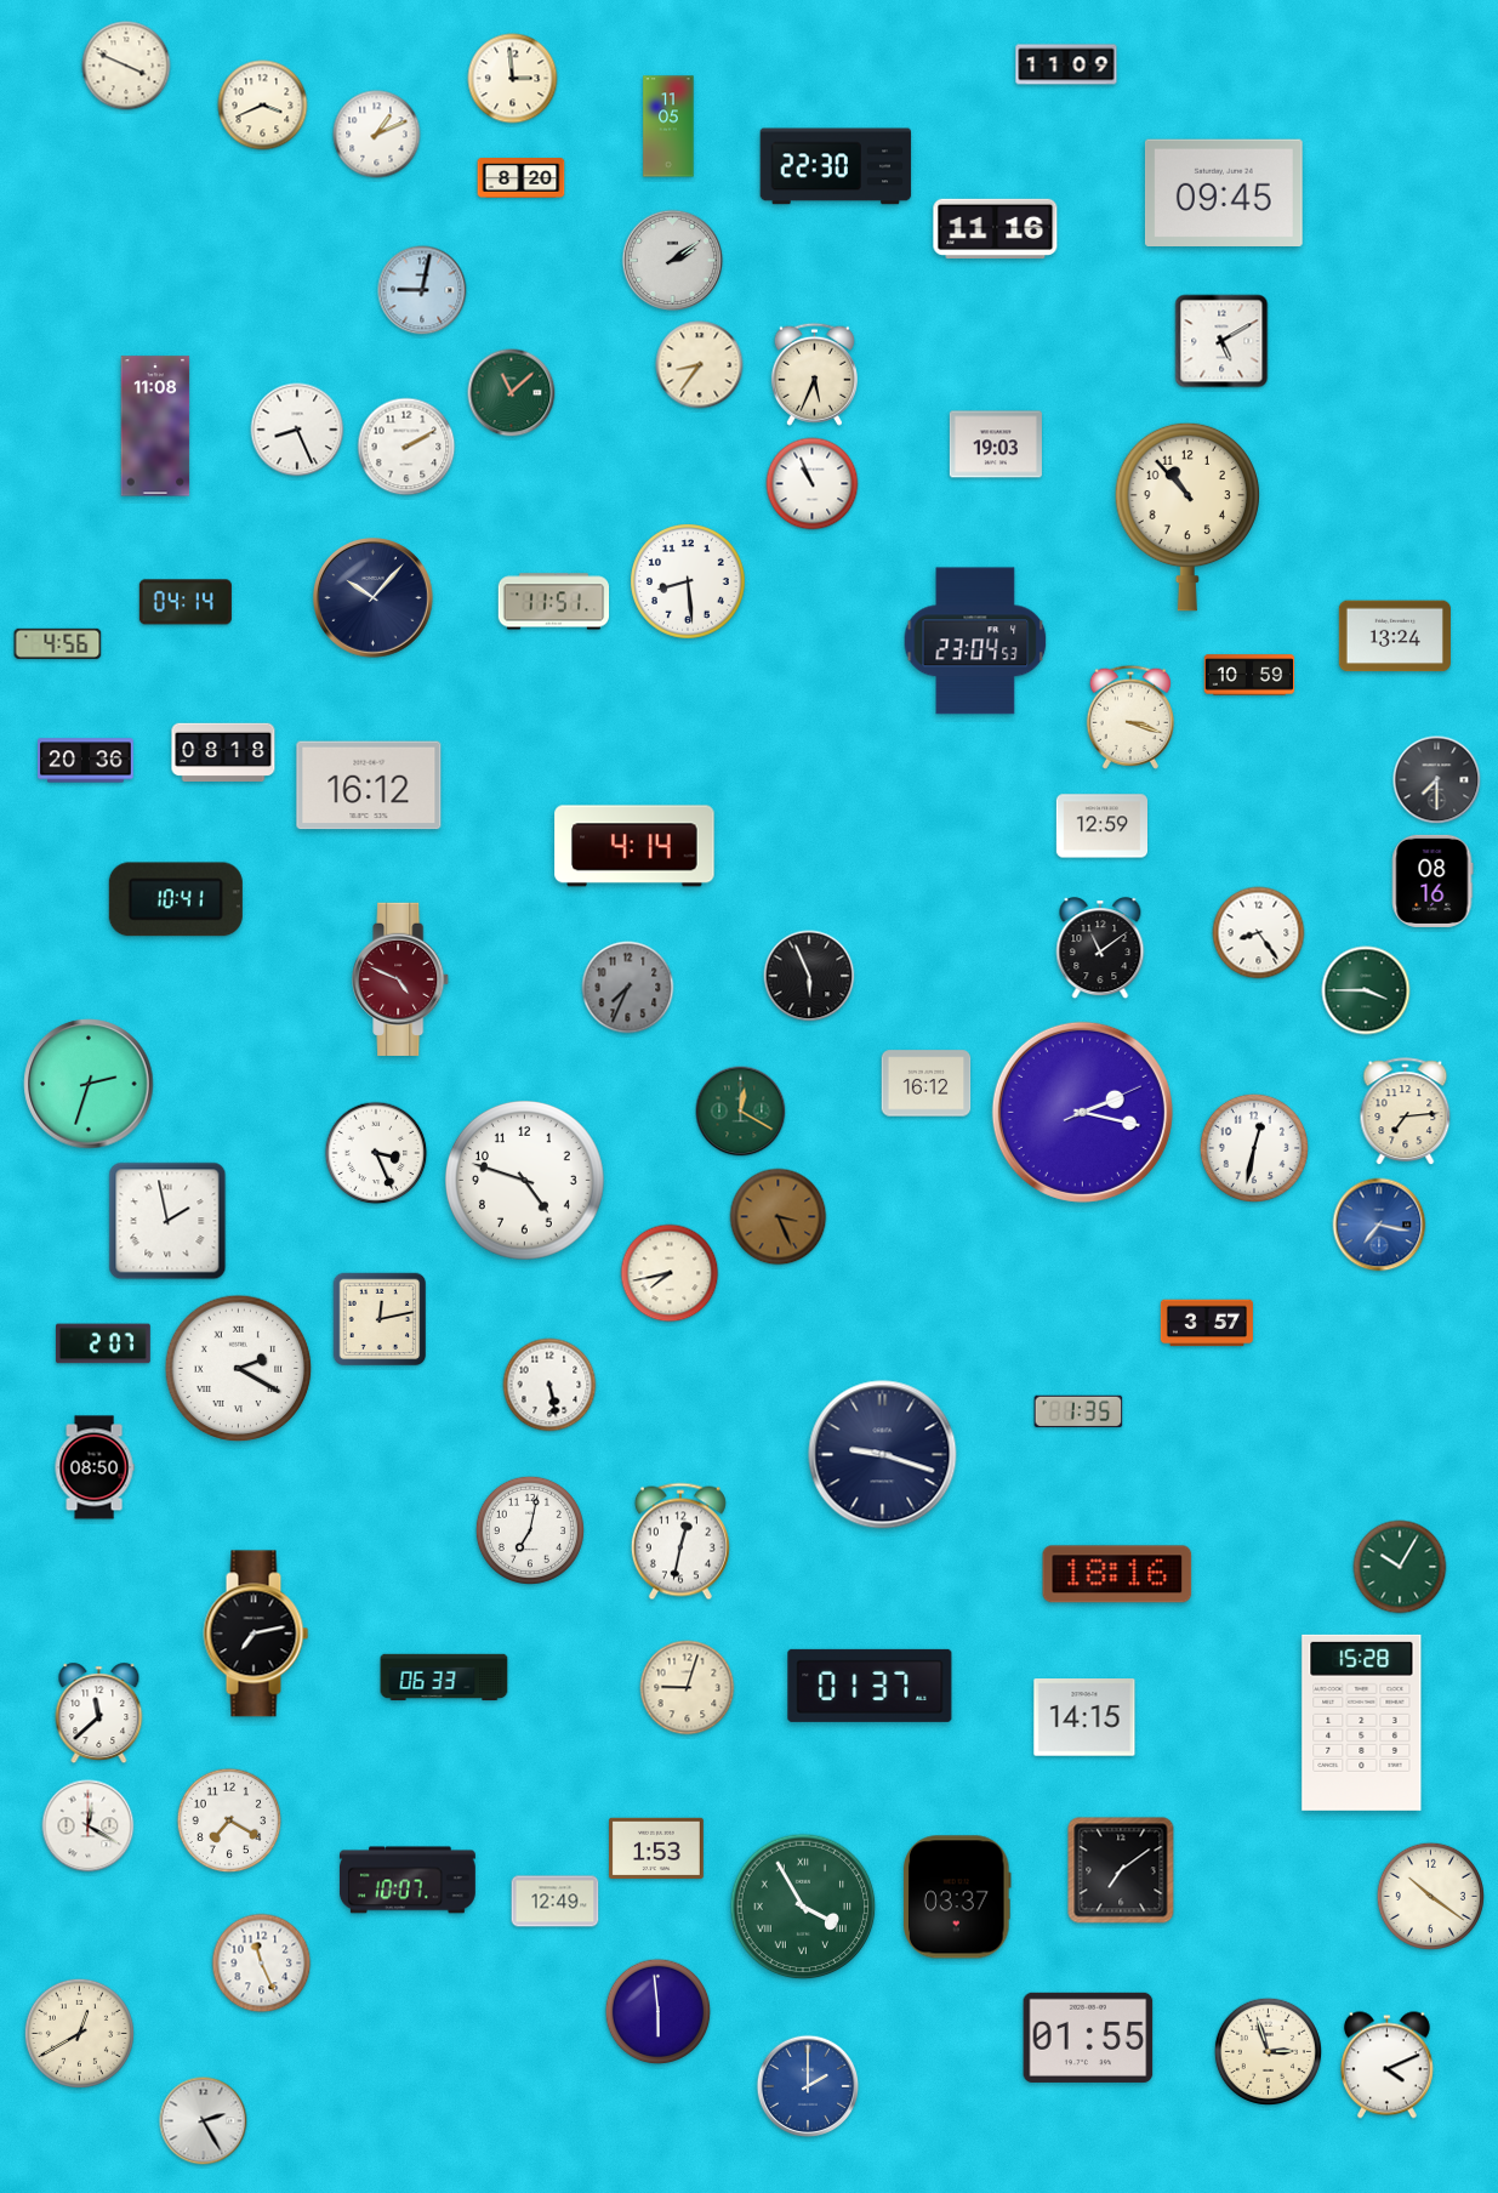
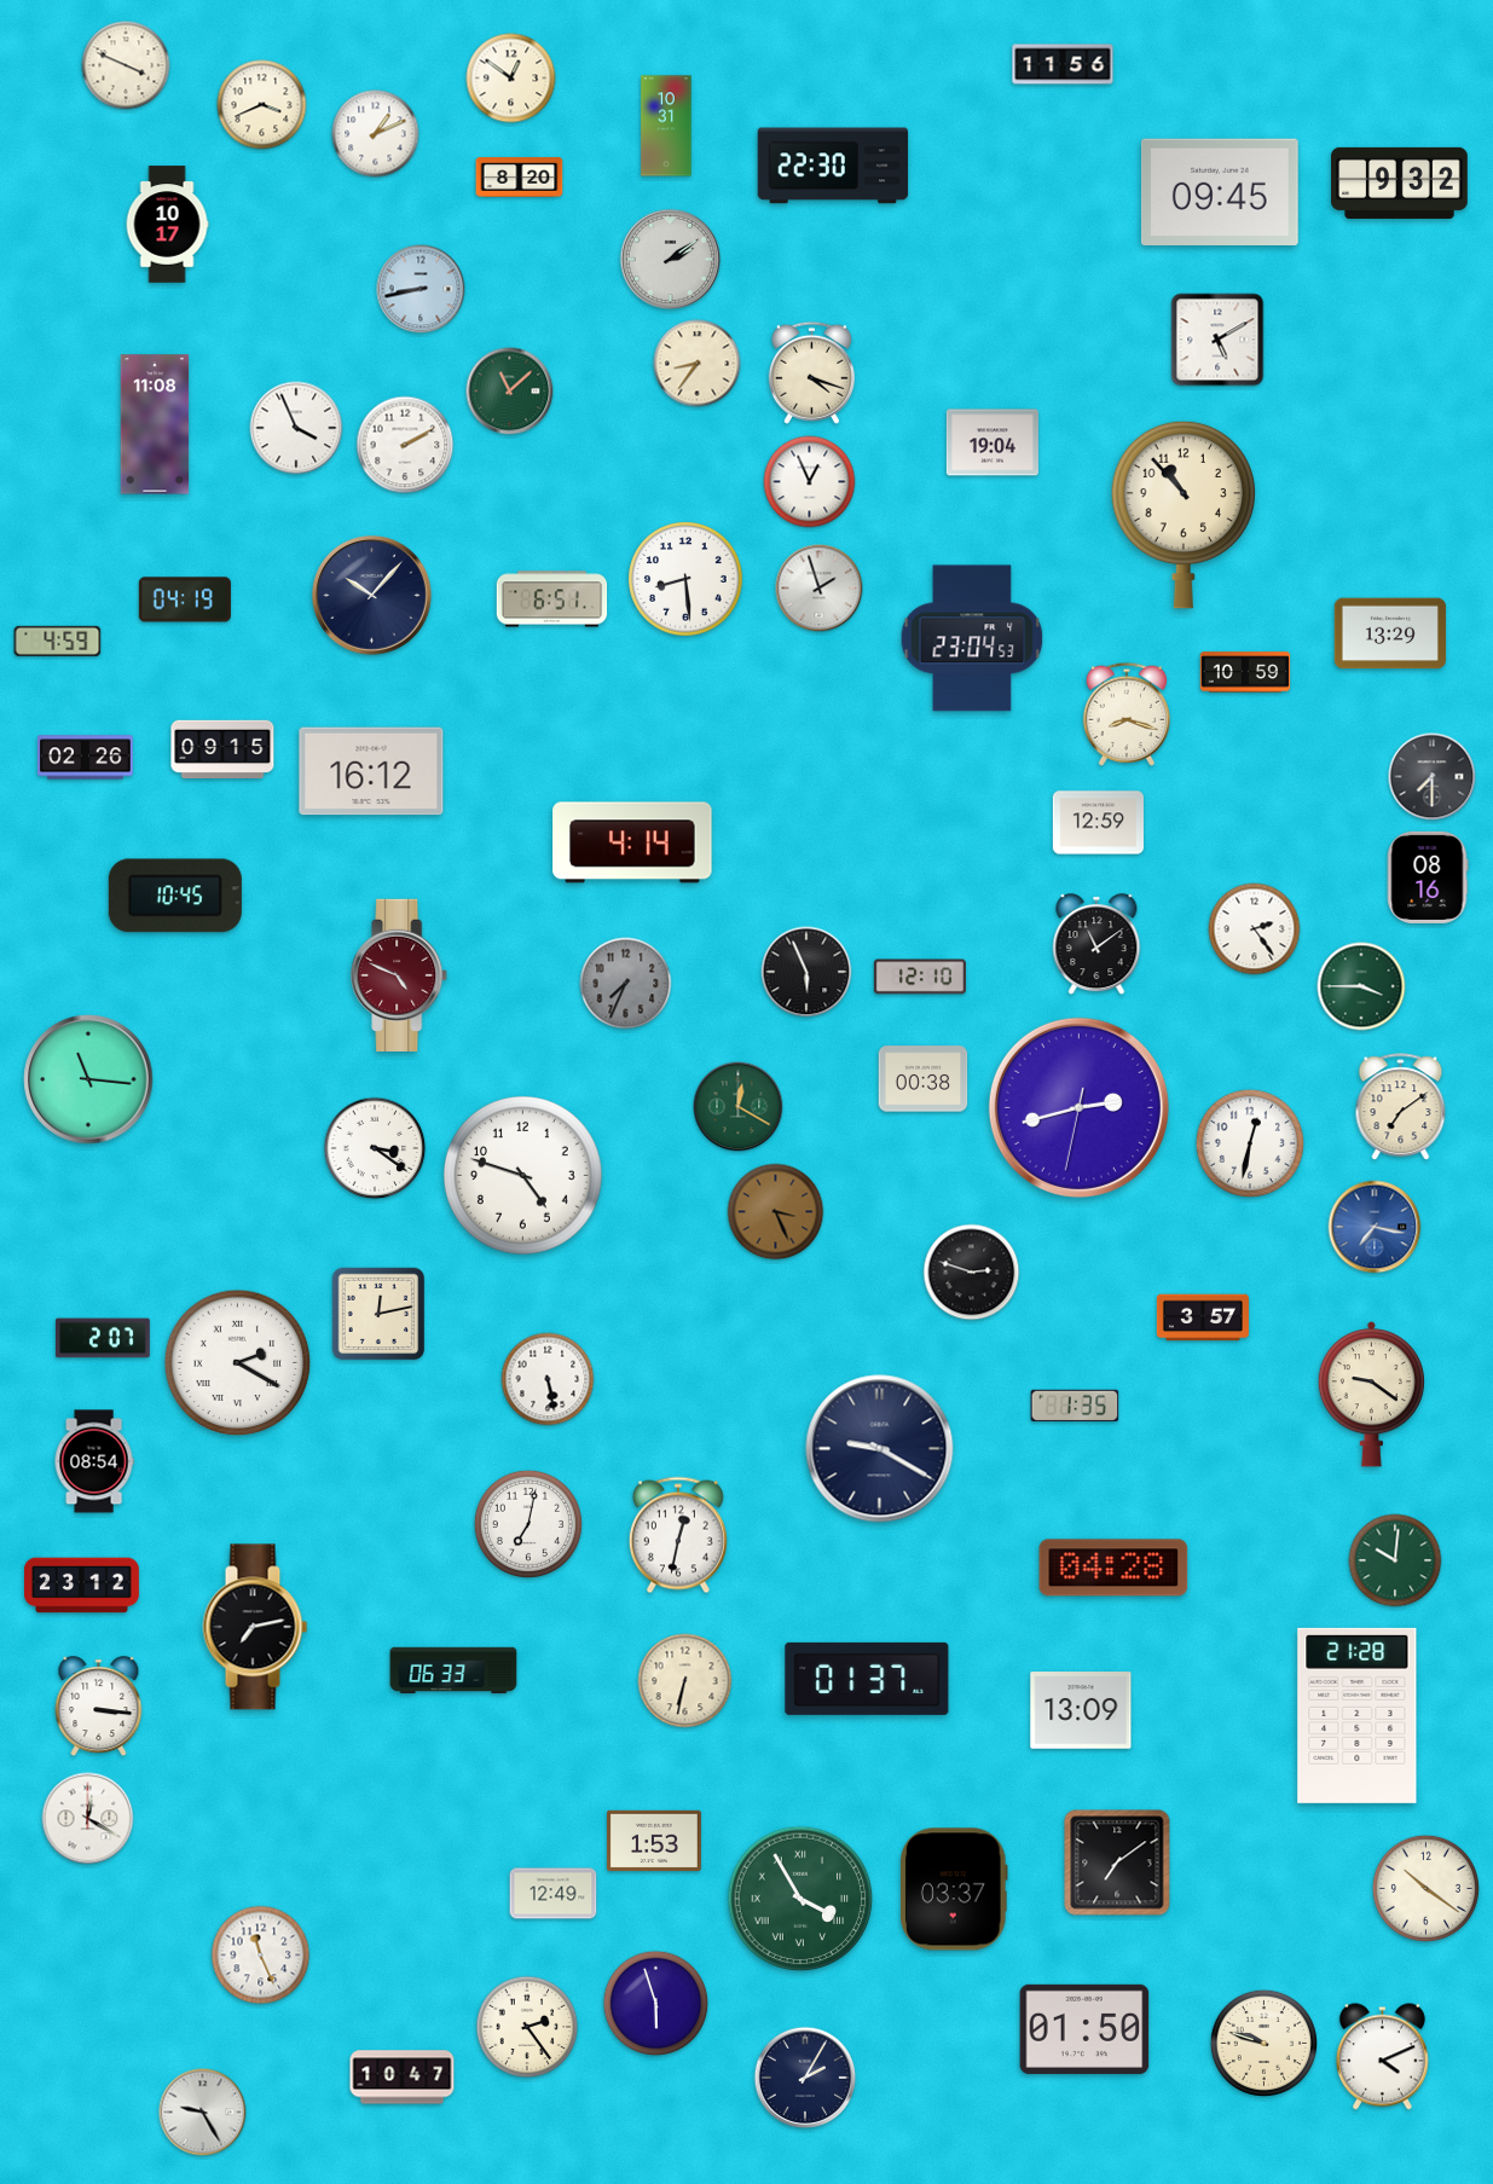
clock at (1066, 64): 11:09 -> 11:56
clock at (513, 79): 2:59 -> 12:51
clock at (668, 126): 11:05 -> 10:31
clock at (1400, 183): none -> 9:32
clock at (167, 225): none -> 10:17
clock at (996, 228): 11:16 -> none
clock at (422, 290): 9:02 -> 8:43
clock at (814, 374): 5:34 -> 4:18
clock at (297, 430): 8:26 -> 3:56
clock at (996, 444): 19:03 -> 19:04
clock at (813, 484): 10:56 -> 12:56
clock at (820, 589): none -> 1:57
clock at (186, 602): 04:14 -> 04:19
clock at (554, 602): 11:51 -> 6:51
clock at (1395, 636): 13:24 -> 13:29
clock at (58, 643): 4:56 -> 4:59
clock at (1130, 717): 3:18 -> 8:18
clock at (223, 751): 08:18 -> 09:15
clock at (86, 761): 20:36 -> 02:26
clock at (369, 785) position: (369, 785) -> (371, 771)
clock at (176, 899): 10:41 -> 10:45
clock at (1259, 933): 8:24 -> 2:24
clock at (920, 977): none -> 12:10
clock at (89, 1084): 2:33 -> 11:16
clock at (927, 1084): 16:12 -> 00:38
clock at (1082, 1112): 2:17 -> 2:42
clock at (1406, 1112): 7:14 -> 7:09
clock at (376, 1153): 3:26 -> 3:21
clock at (167, 1221): 1:58 -> none
clock at (1379, 1225) position: (1379, 1225) -> (1375, 1227)
clock at (670, 1273): 7:43 -> none
clock at (972, 1273): none -> 2:48
clock at (1371, 1395): none -> 9:21
clock at (883, 1455): 9:18 -> 9:20
clock at (95, 1467): 08:50 -> 08:54
clock at (1400, 1567): 10:05 -> 10:01
clock at (1117, 1574): 18:16 -> 04:28
clock at (82, 1586): none -> 23:12
clock at (444, 1677) position: (444, 1677) -> (453, 1670)
clock at (688, 1688): 9:03 -> 6:32
clock at (99, 1714): 11:38 -> 3:16
clock at (1084, 1717): 14:15 -> 13:09
clock at (1362, 1722): 15:28 -> 21:28
clock at (229, 1820): 7:20 -> none
clock at (408, 1880): 10:07 -> none
clock at (659, 2012): 5:59 -> 5:57
clock at (79, 2033): 12:40 -> none
clock at (527, 2027): none -> 2:24
clock at (1088, 2038): 01:55 -> 01:50
clock at (1268, 2051): 2:57 -> 9:48
clock at (403, 2078): none -> 10:47
clock at (808, 2086): 2:00 -> 2:05
clock at (808, 2086) dial: blue -> navy
clock at (204, 2121): 2:25 -> 9:25
